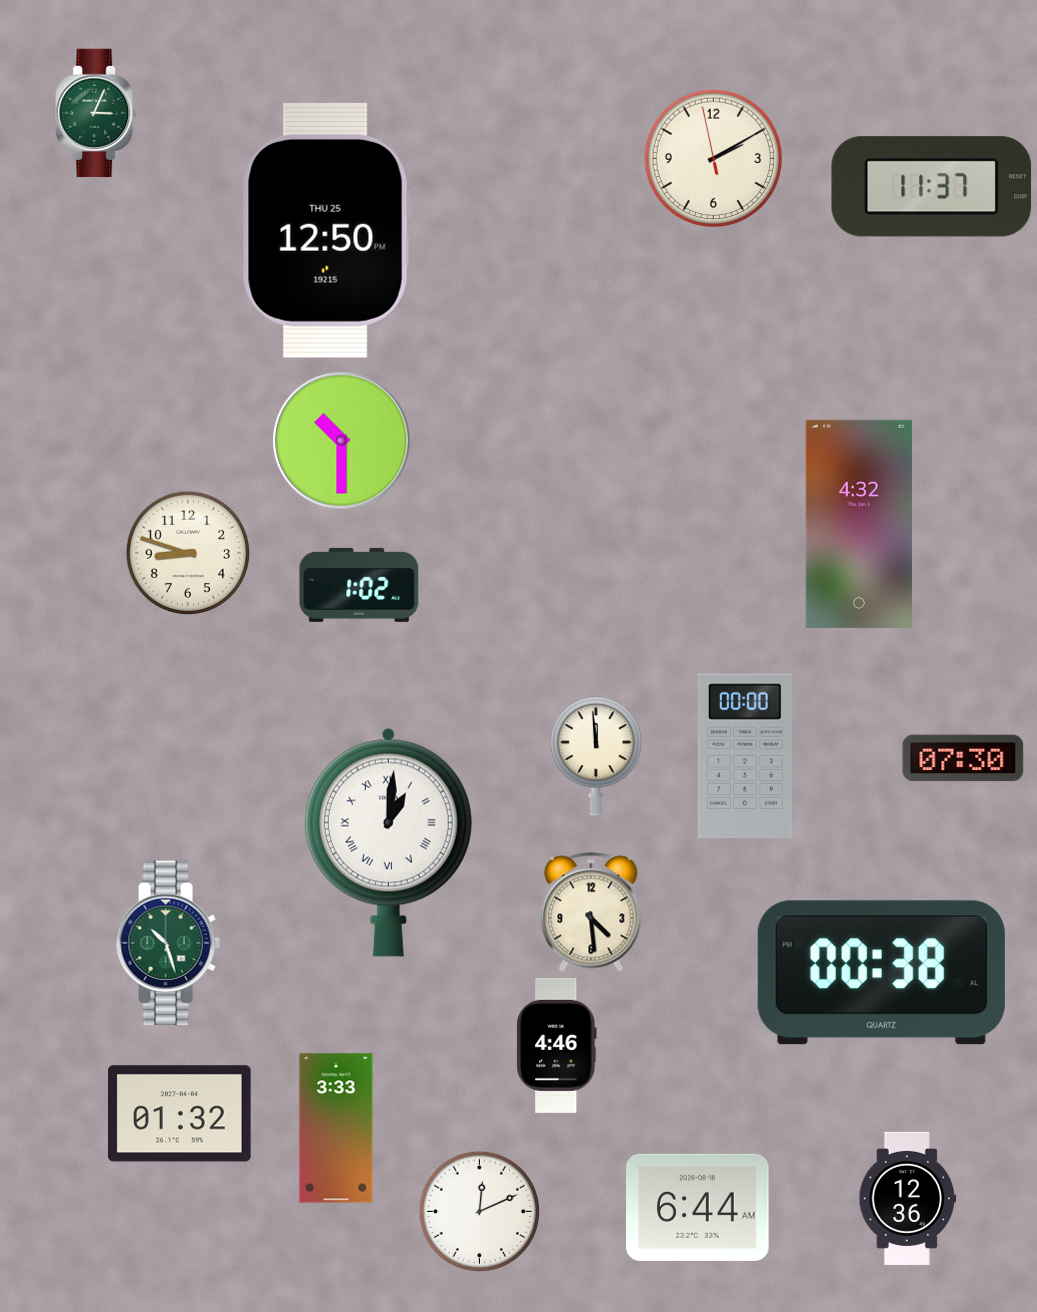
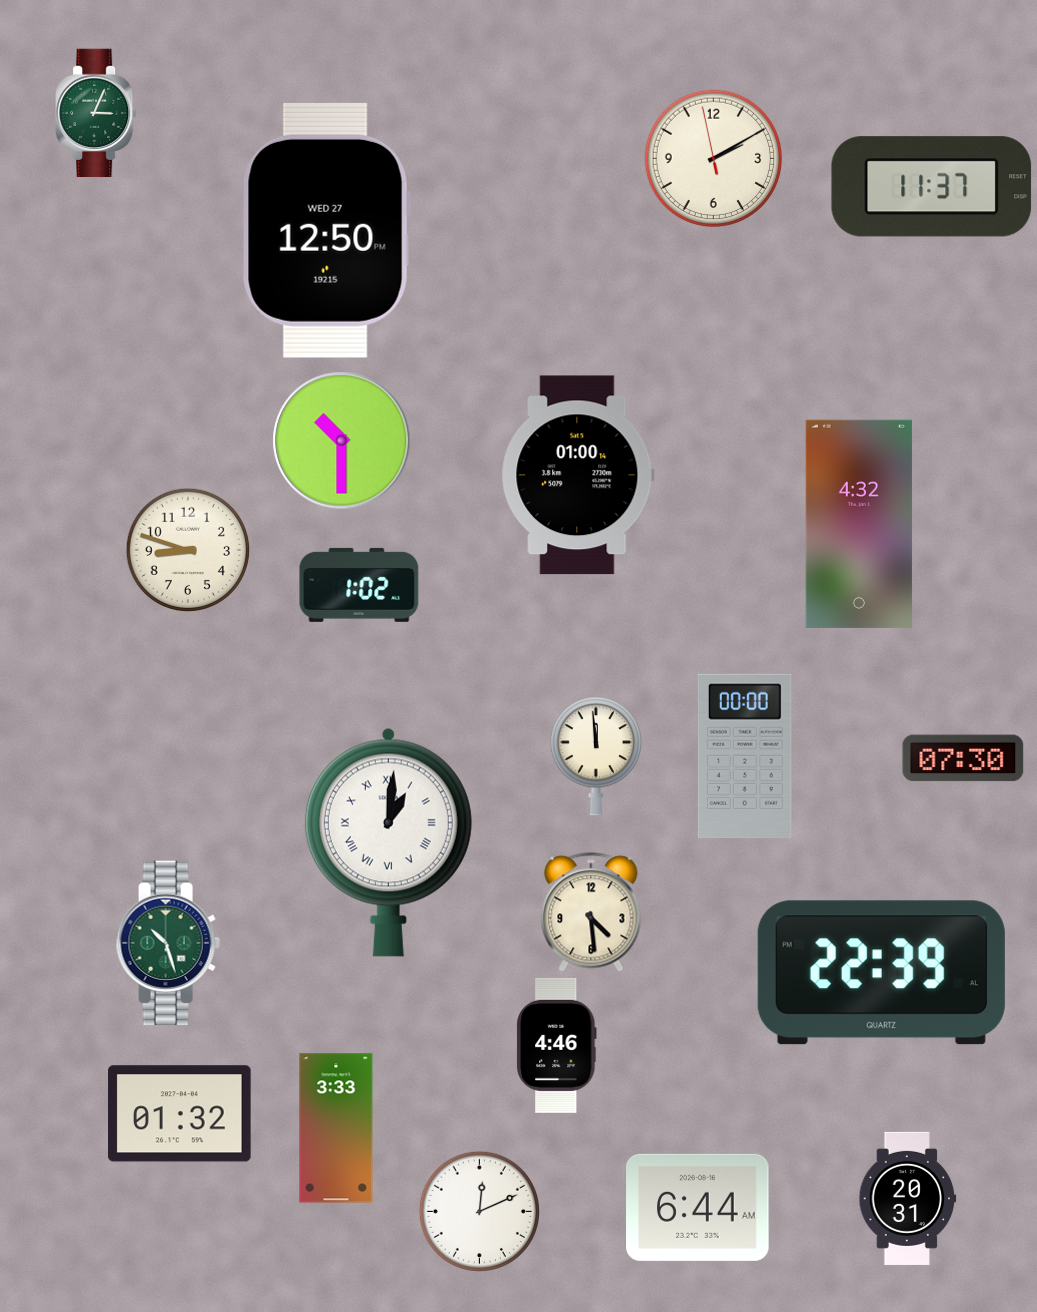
clock at (326, 230) date: THU 25 -> WED 27
clock at (578, 475): none -> 01:00
clock at (187, 552) position: (187, 552) -> (187, 549)
clock at (881, 973): 00:38 -> 22:39
clock at (908, 1198): 12:36 -> 20:31
